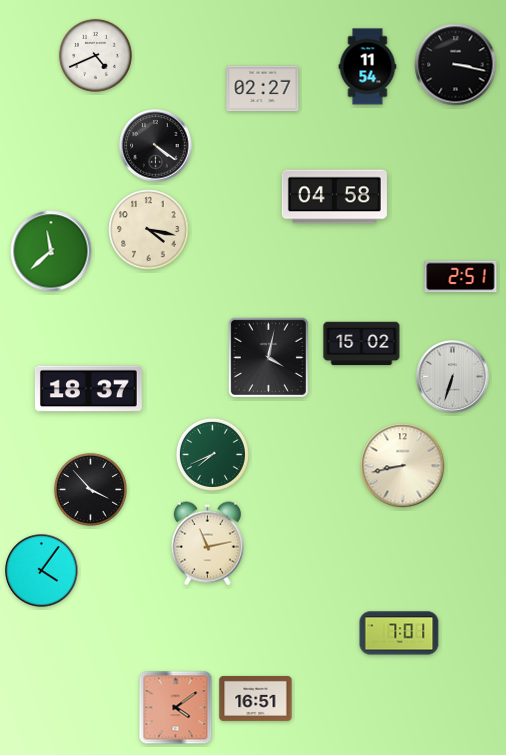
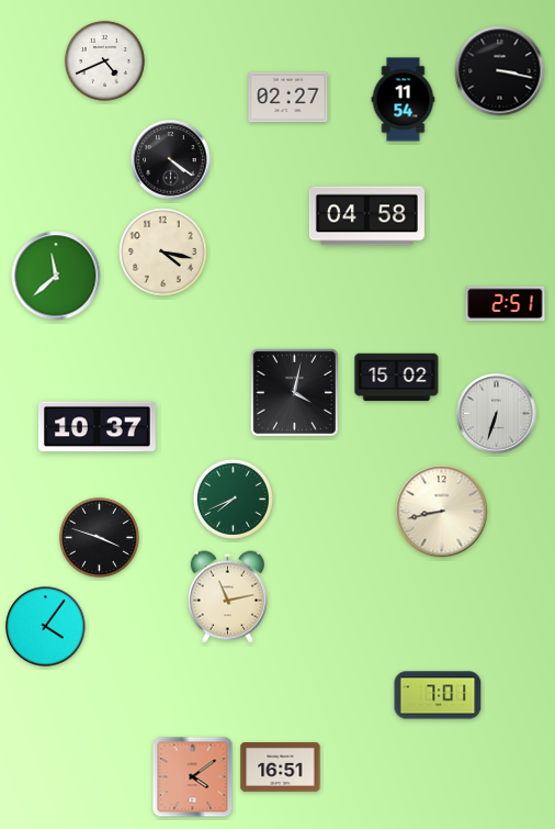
clock at (368, 67) position: (368, 67) -> (404, 100)
clock at (88, 389): 18:37 -> 10:37
clock at (90, 489): 3:53 -> 3:48
